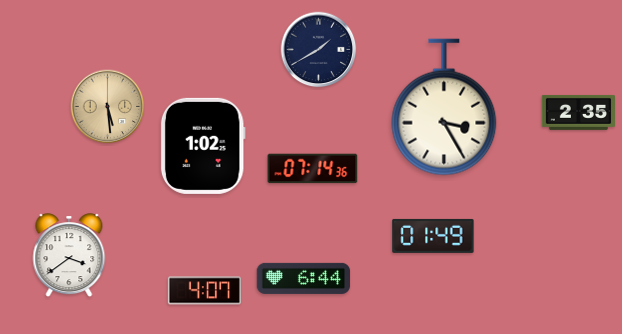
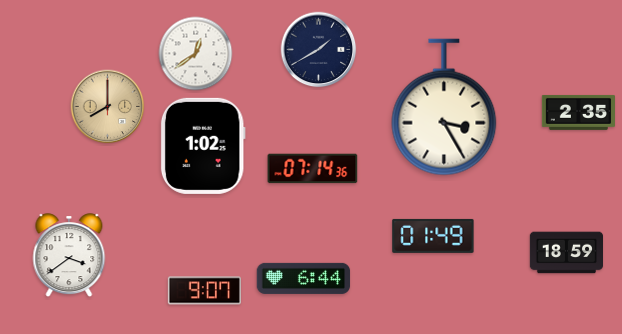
clock at (196, 54): none -> 12:39
clock at (108, 107): 5:29 -> 8:00
clock at (566, 253): none -> 18:59
clock at (204, 291): 4:07 -> 9:07
